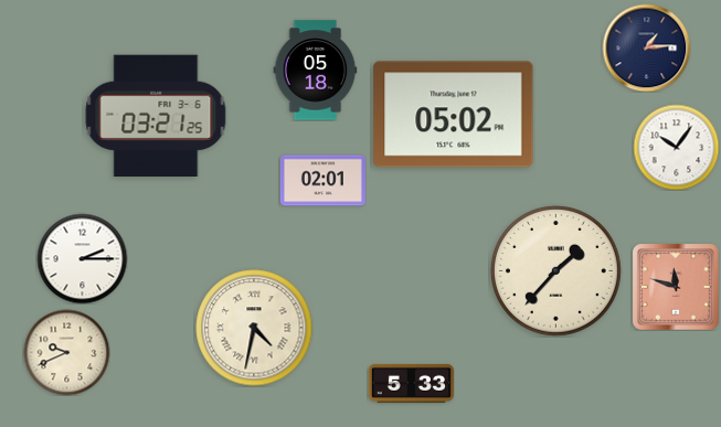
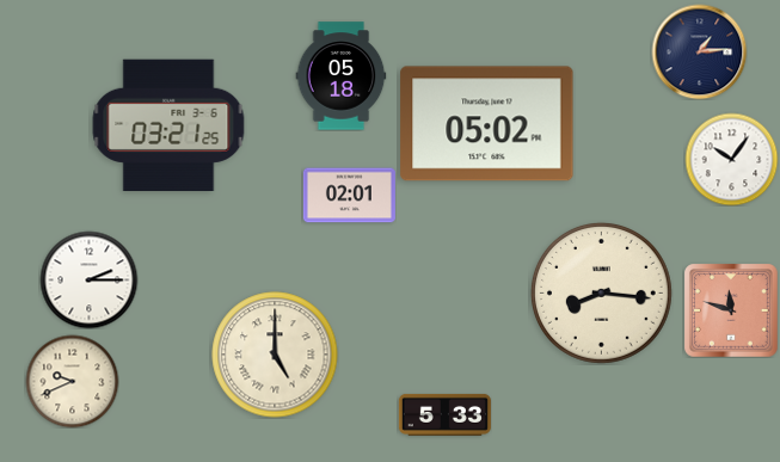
clock at (454, 115) position: (454, 115) -> (487, 124)
clock at (555, 270): 1:37 -> 8:16
clock at (254, 328): 4:32 -> 5:00
